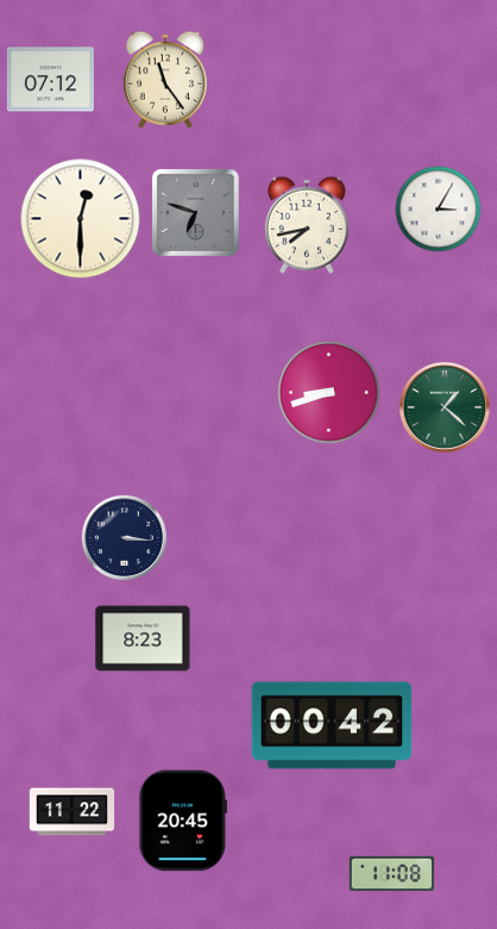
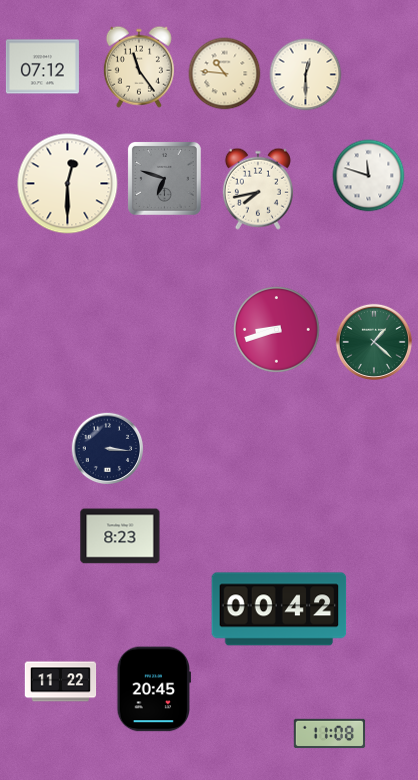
clock at (225, 74): none -> 10:46
clock at (306, 75): none -> 12:30
clock at (439, 210): 3:05 -> 11:48
clock at (125, 538) position: (125, 538) -> (108, 449)
